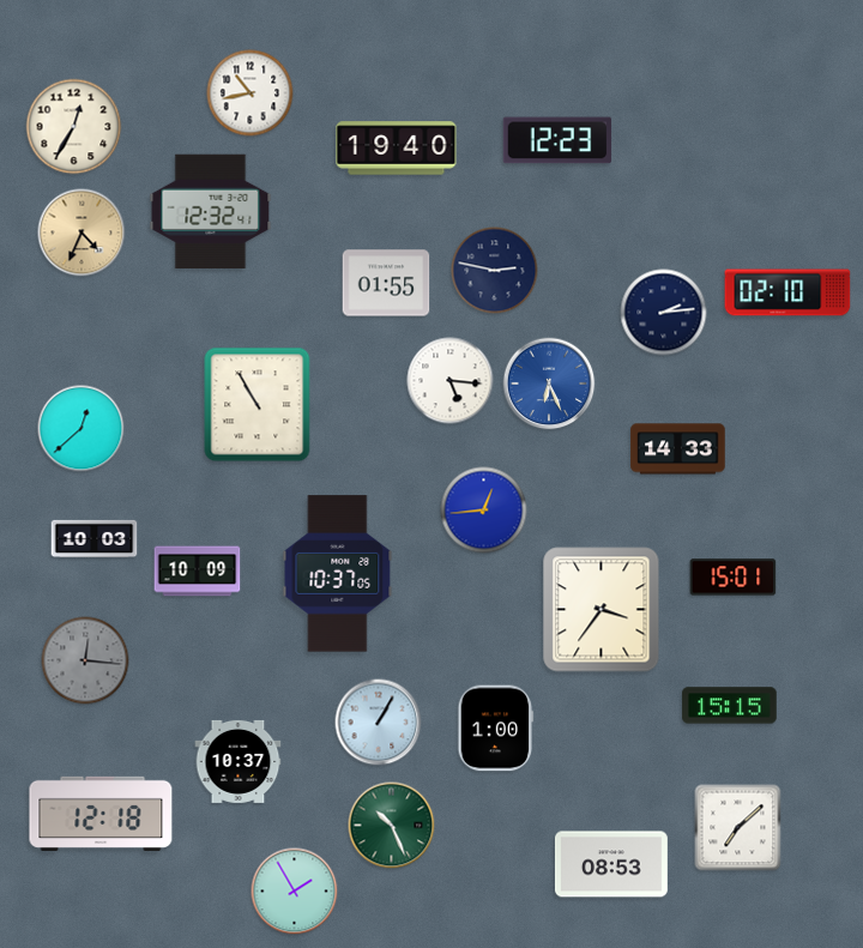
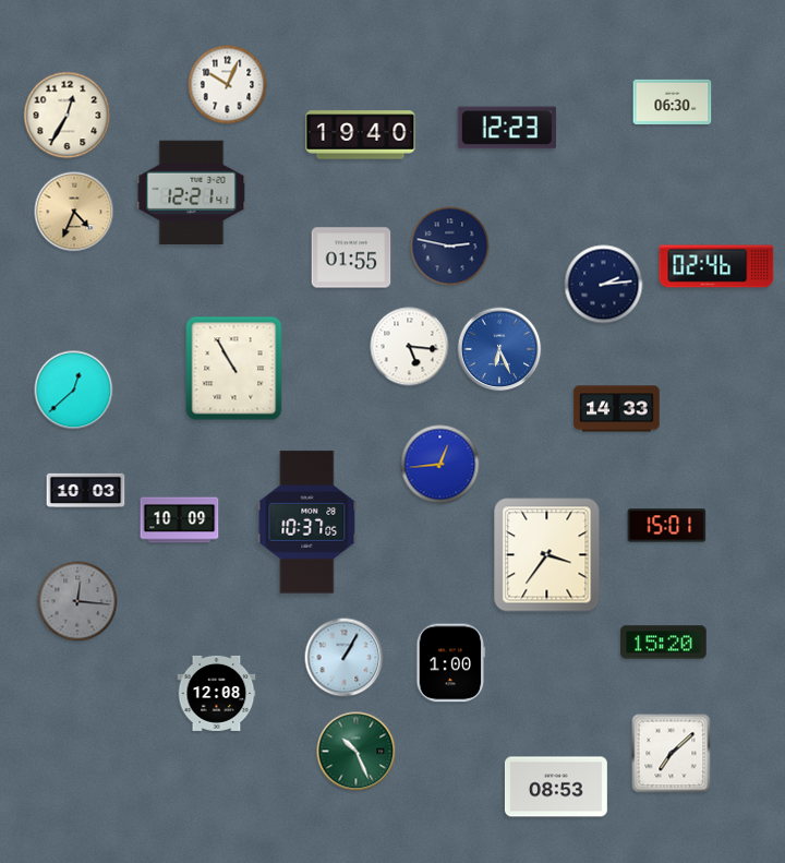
clock at (251, 93): 10:43 -> 10:04
clock at (673, 101): none -> 06:30
clock at (211, 211): 12:32 -> 12:21
clock at (787, 292): 02:10 -> 02:46
clock at (730, 706): 15:15 -> 15:20
clock at (239, 761): 10:37 -> 12:08
clock at (101, 814): 12:18 -> none
clock at (295, 892): 1:55 -> none
